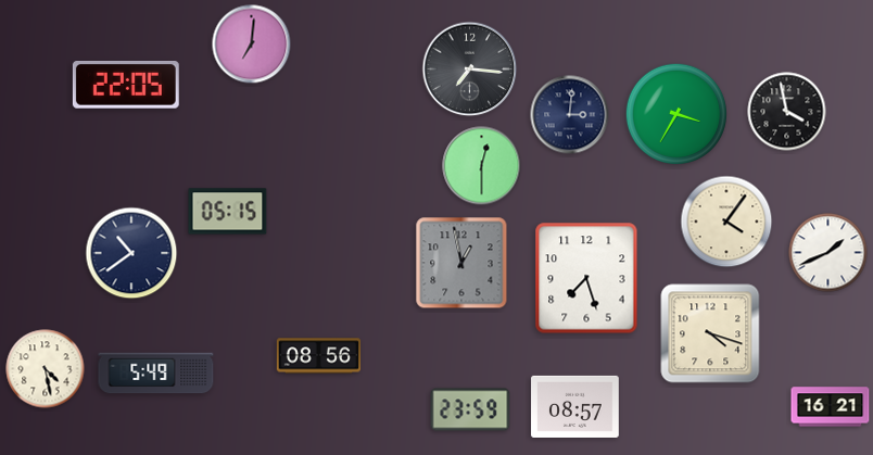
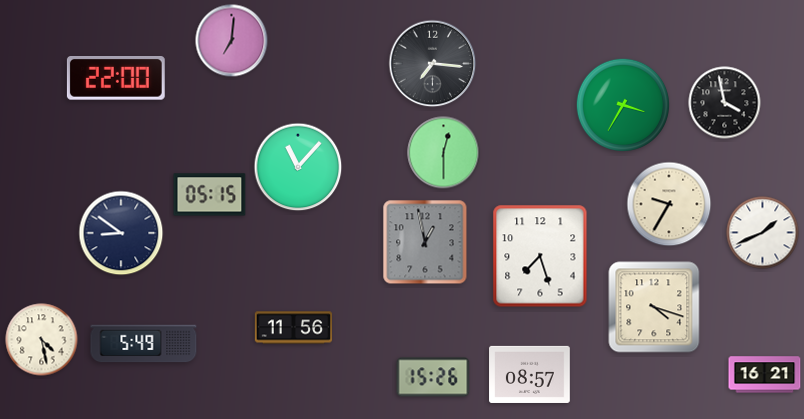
clock at (126, 86): 22:05 -> 22:00
clock at (570, 115): 3:01 -> none
clock at (298, 167): none -> 11:07
clock at (726, 222): 4:06 -> 9:35
clock at (131, 253): 10:39 -> 8:51
clock at (319, 356): 08:56 -> 11:56
clock at (470, 409): 23:59 -> 15:26
